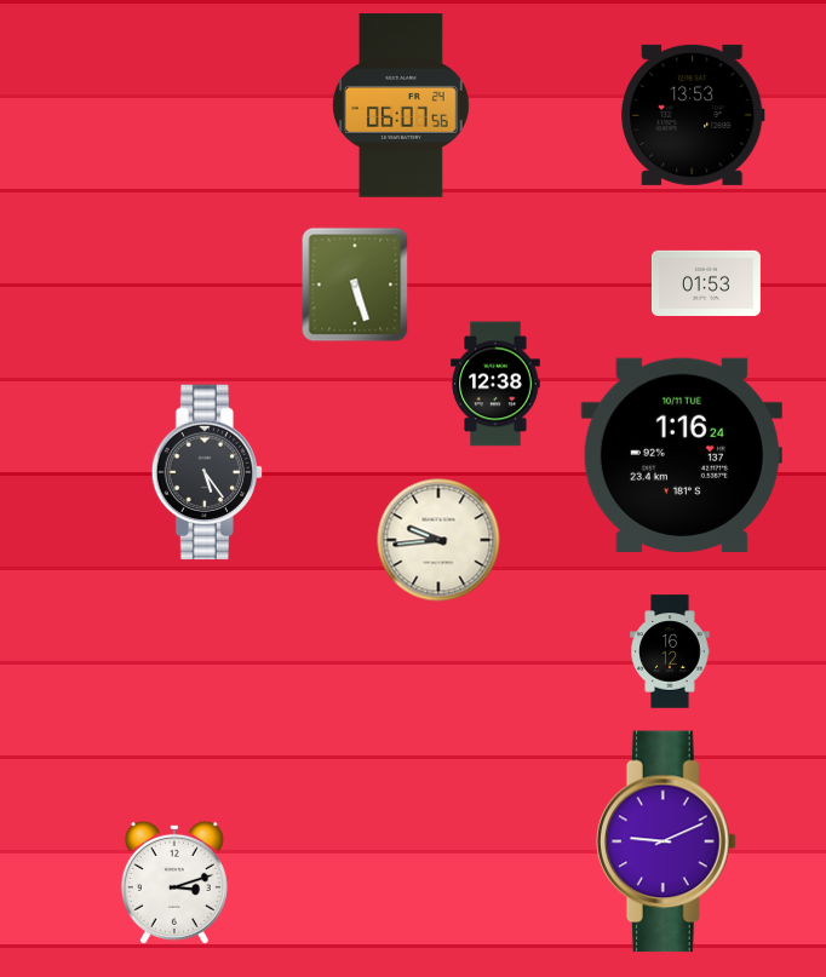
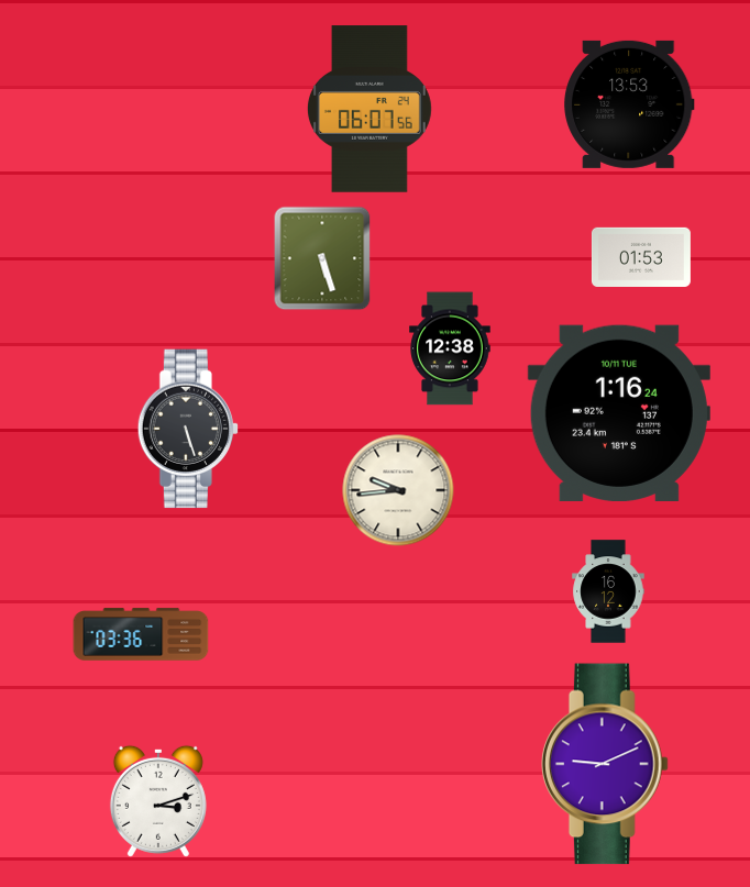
clock at (401, 105) position: (401, 105) -> (370, 109)
clock at (207, 472): 5:24 -> 5:27
clock at (141, 634): none -> 03:36
